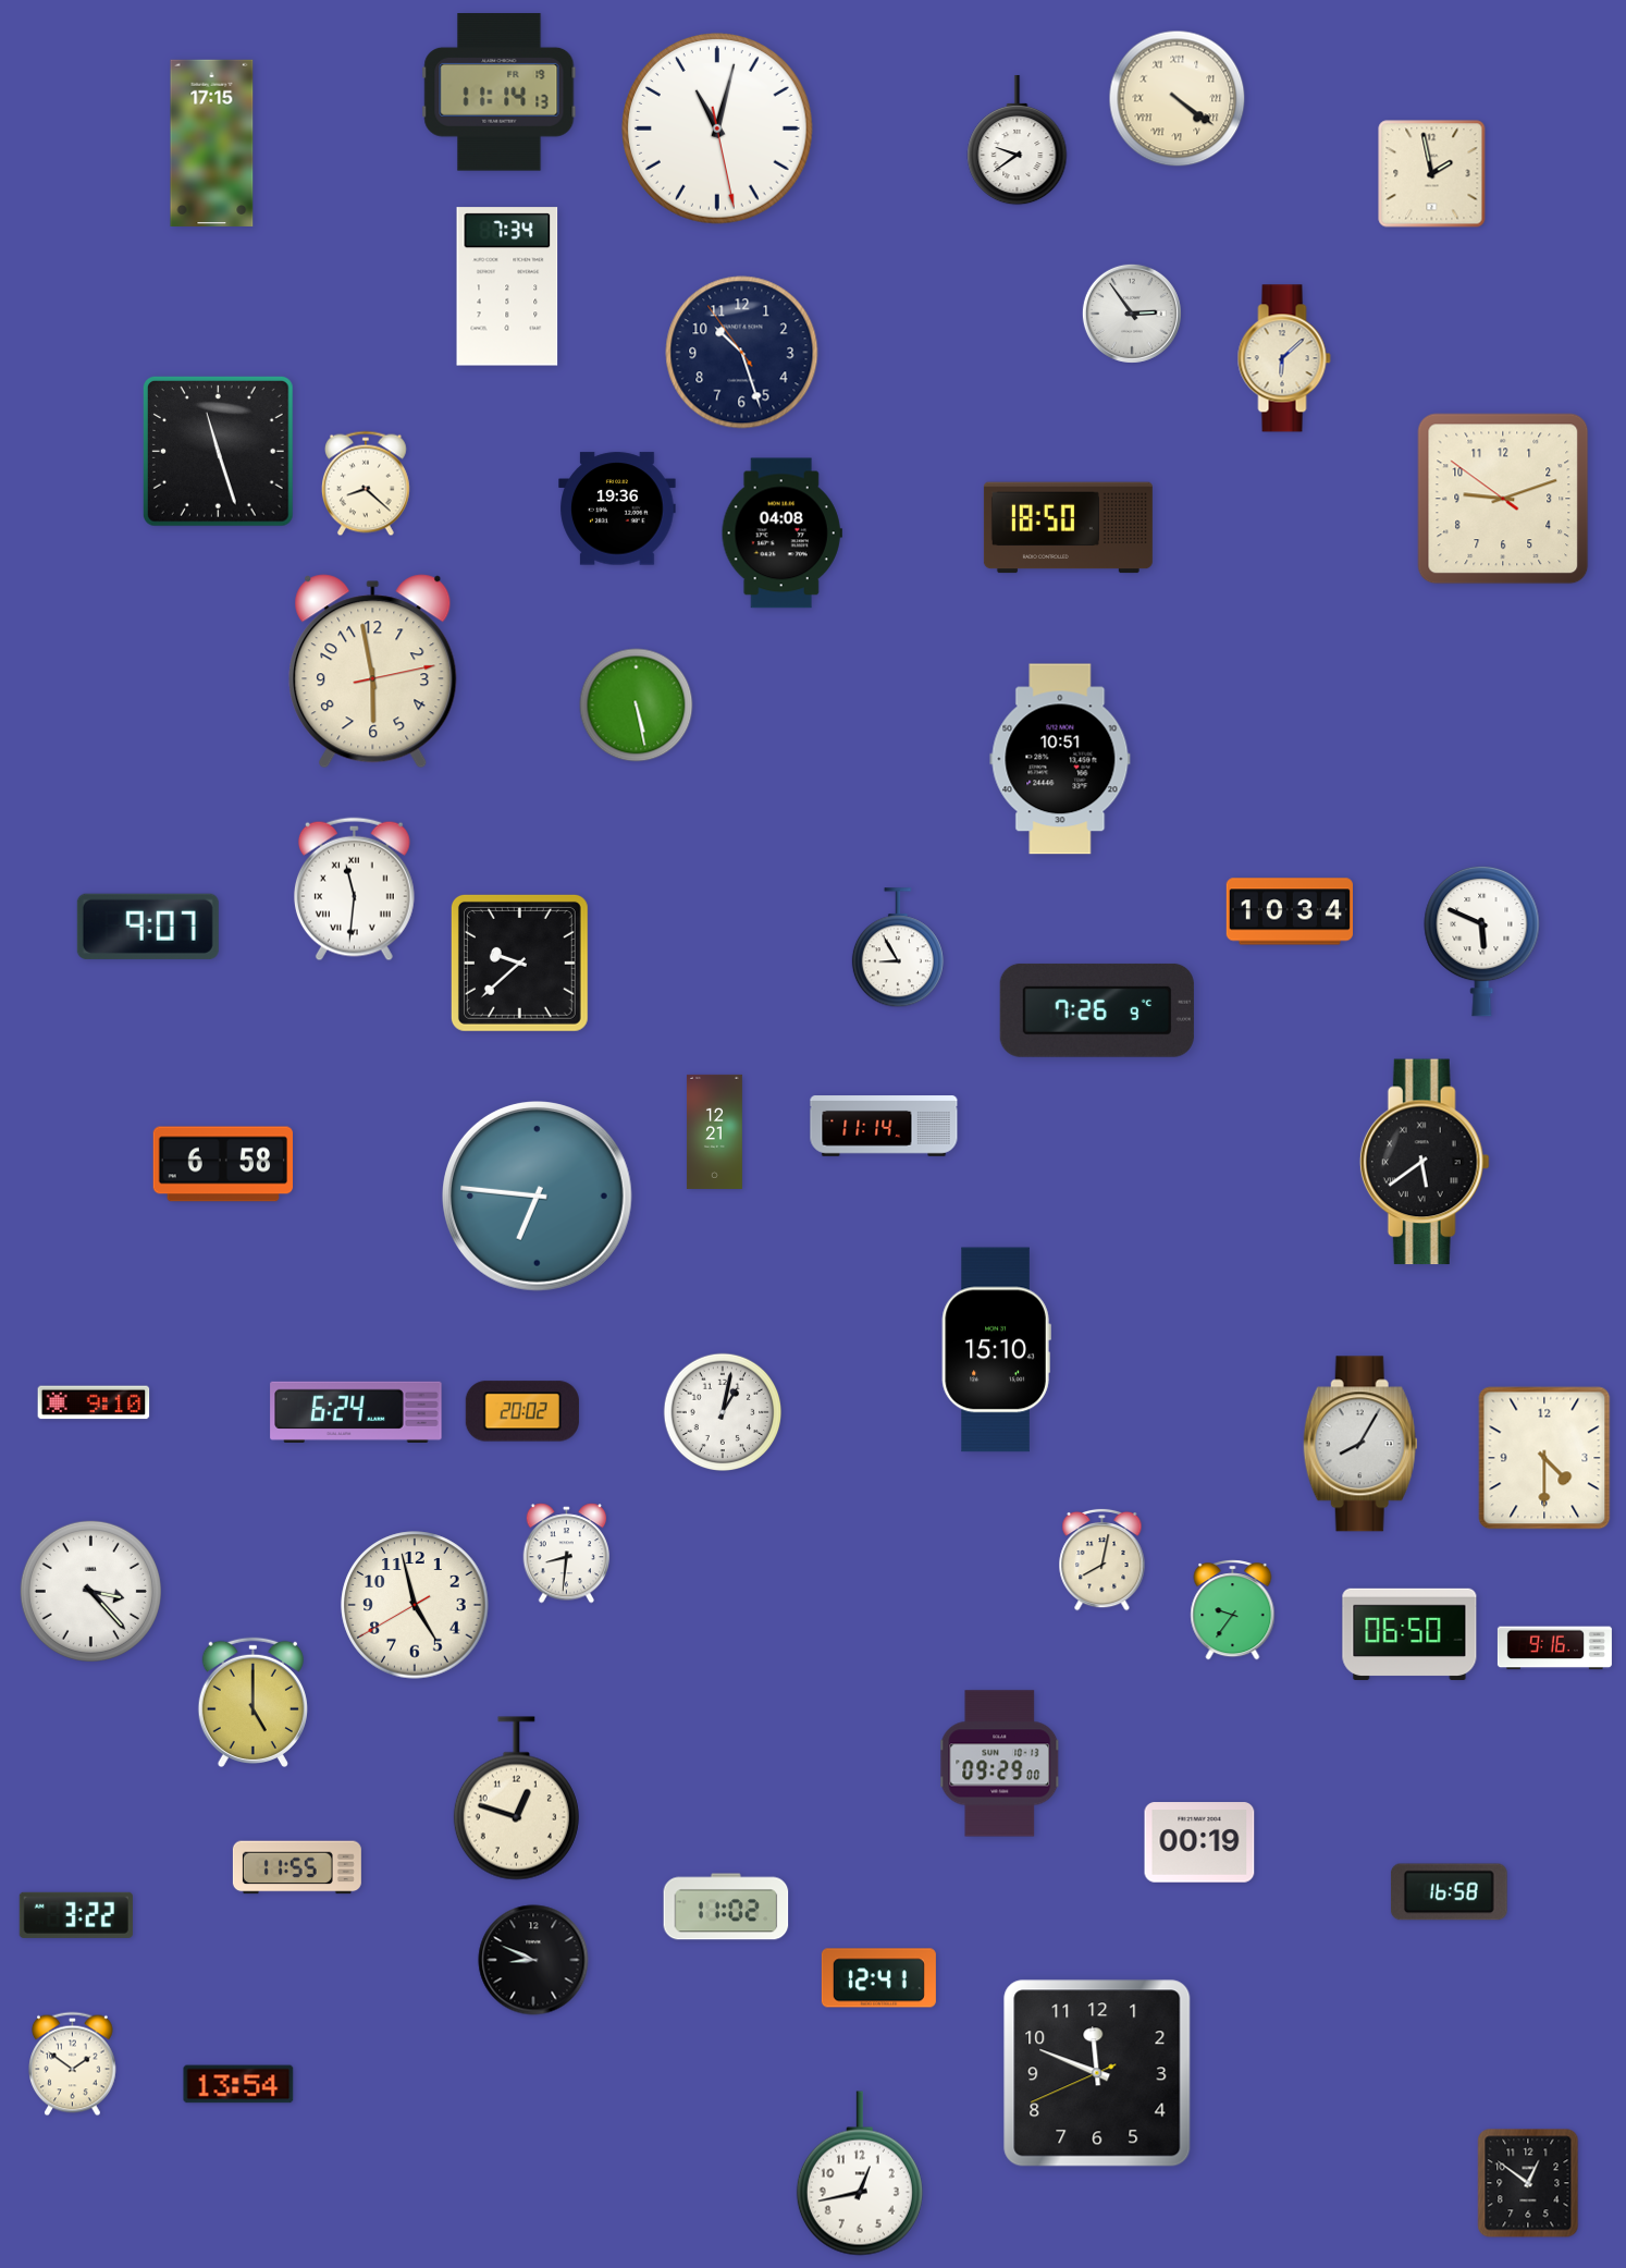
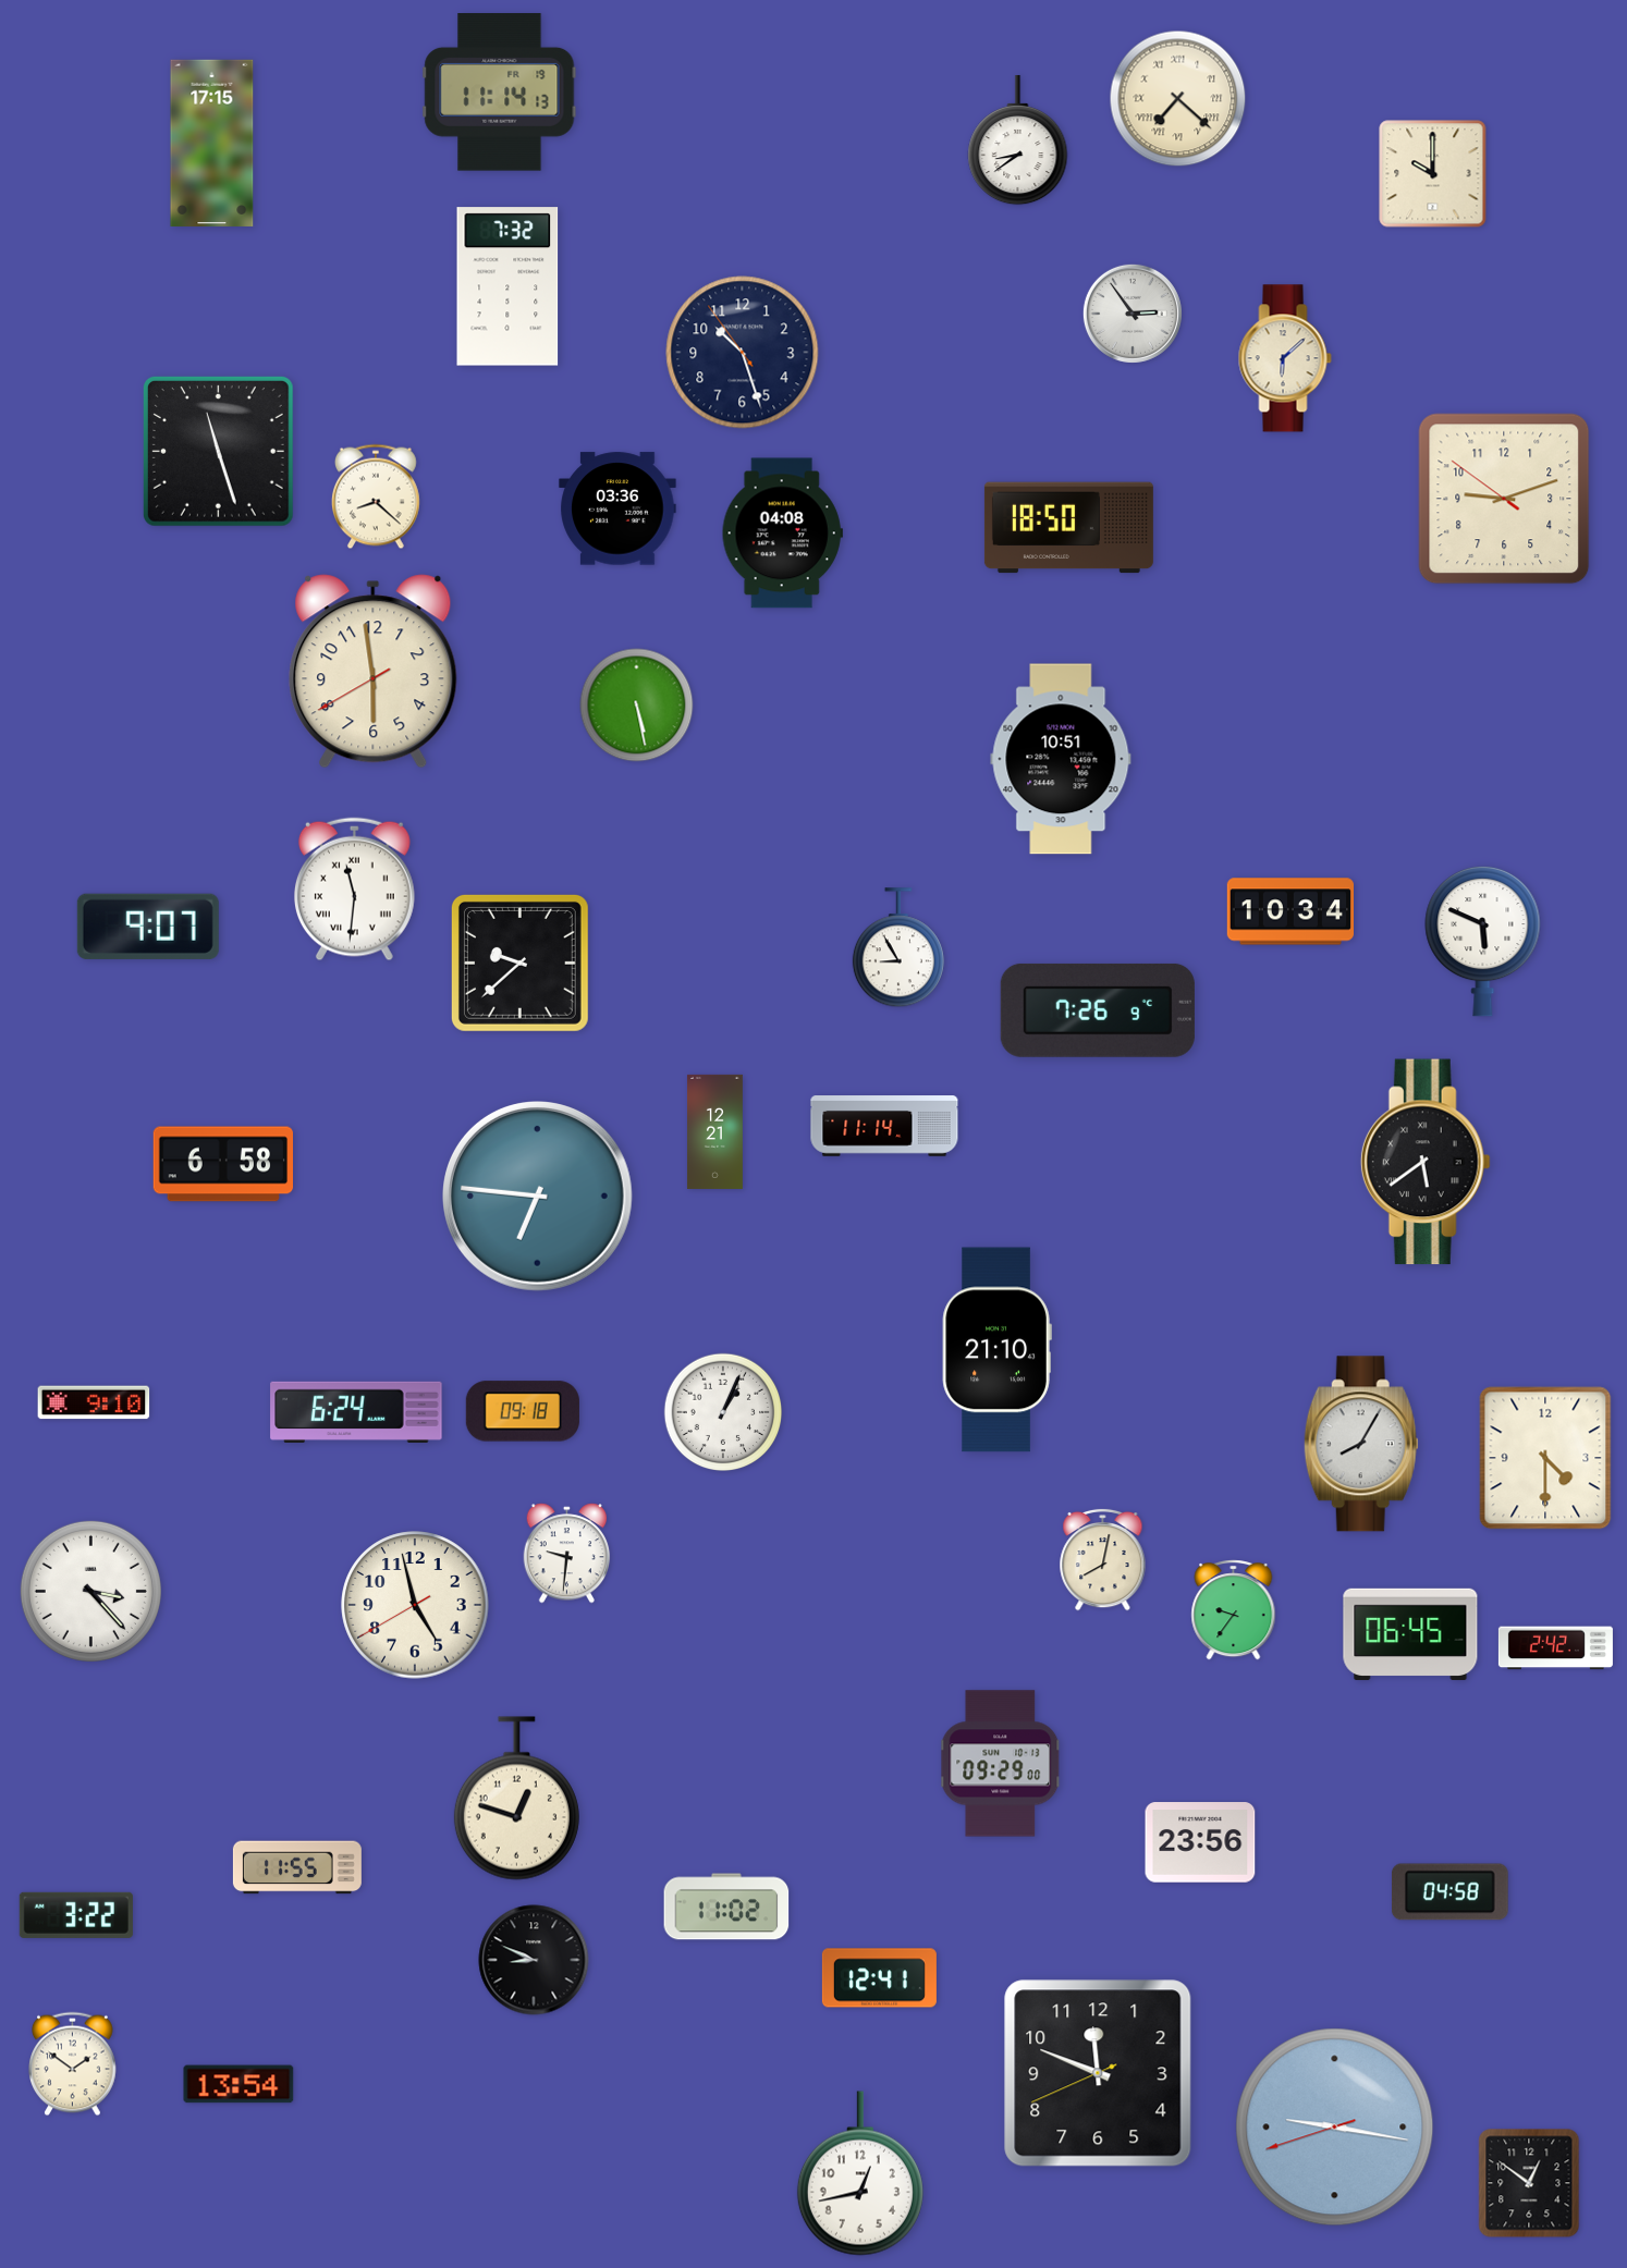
clock at (1178, 99): 4:21 -> 7:22
clock at (718, 130): 11:02 -> none
clock at (1018, 140): 9:39 -> 8:39
clock at (1432, 174): 1:58 -> 10:00
clock at (507, 286): 7:34 -> 7:32
clock at (367, 483) position: (367, 483) -> (377, 496)
clock at (617, 508): 19:36 -> 03:36
clock at (373, 672): 5:58:13 -> 5:58:40
clock at (996, 1350): 15:10 -> 21:10
clock at (522, 1411): 20:02 -> 09:18
clock at (723, 1412): 1:02 -> 1:04
clock at (567, 1554): 8:31 -> 9:31
clock at (1409, 1634): 06:50 -> 06:45
clock at (1554, 1648): 9:16 -> 2:42
clock at (252, 1703): 5:00 -> none
clock at (1199, 1842): 00:19 -> 23:56
clock at (1449, 1892): 16:58 -> 04:58
clock at (1335, 2128): none -> 9:16
